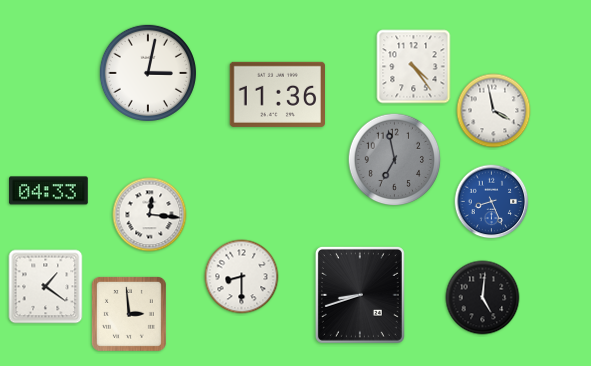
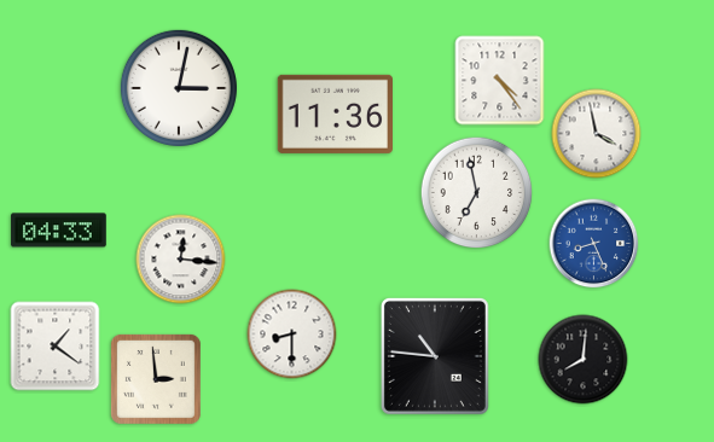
clock at (395, 160) dial: grey -> white
clock at (360, 295): 8:42 -> 10:46
clock at (483, 298): 5:01 -> 8:01
